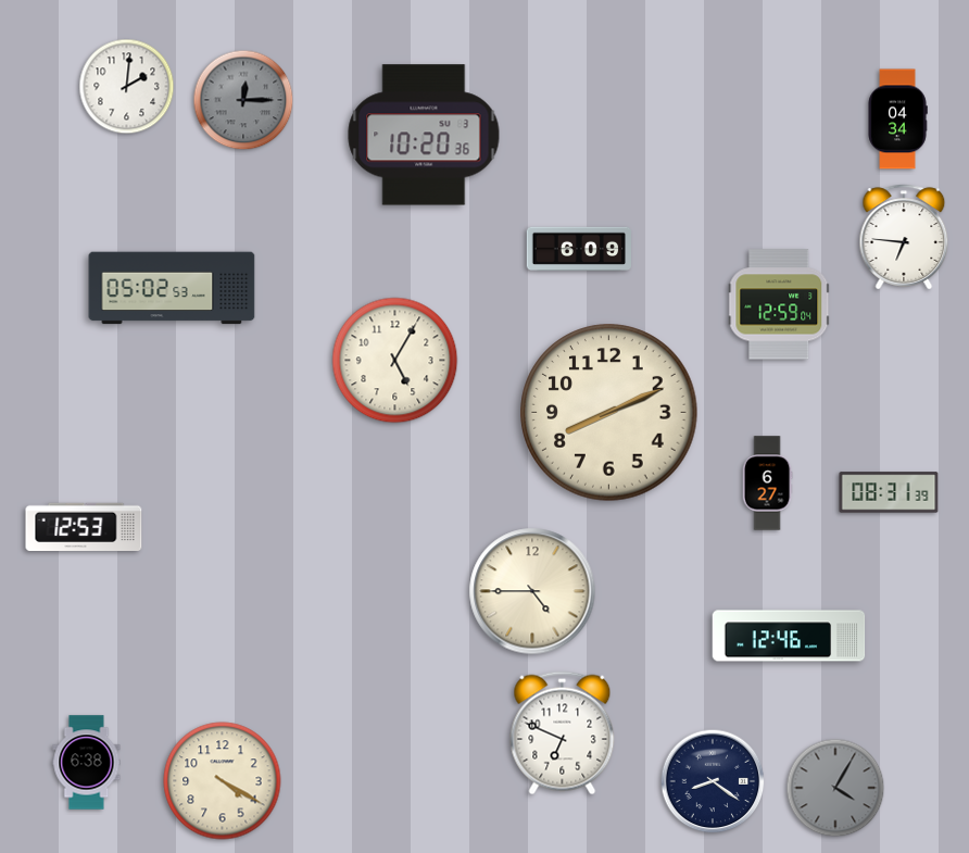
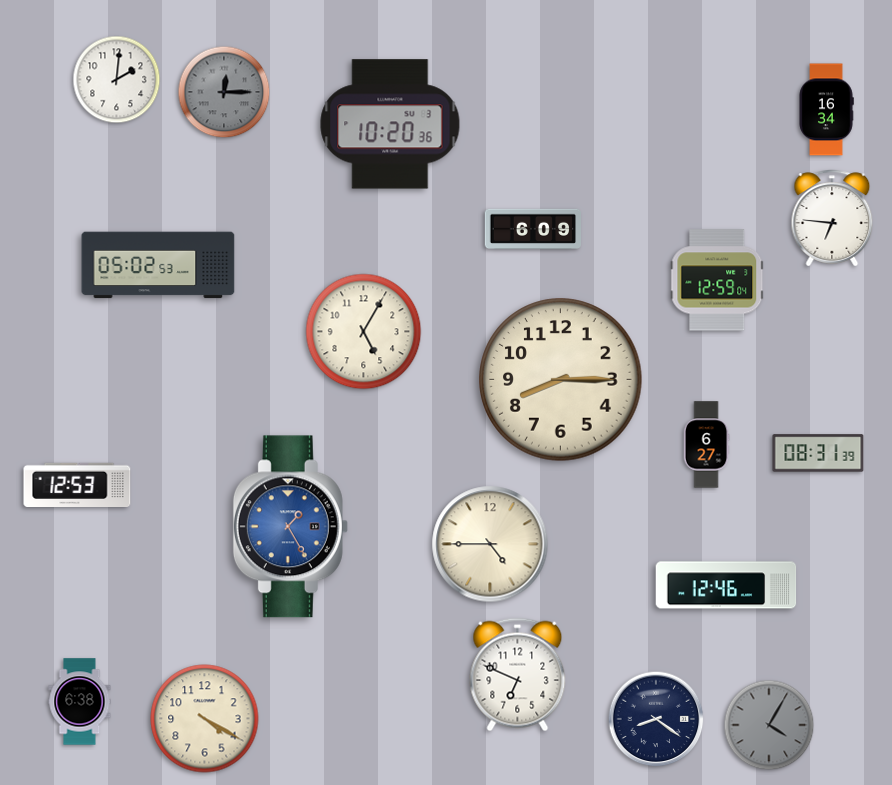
clock at (897, 120): 04:34 -> 16:34
clock at (609, 413): 8:11 -> 8:15
clock at (290, 527): none -> 1:25
